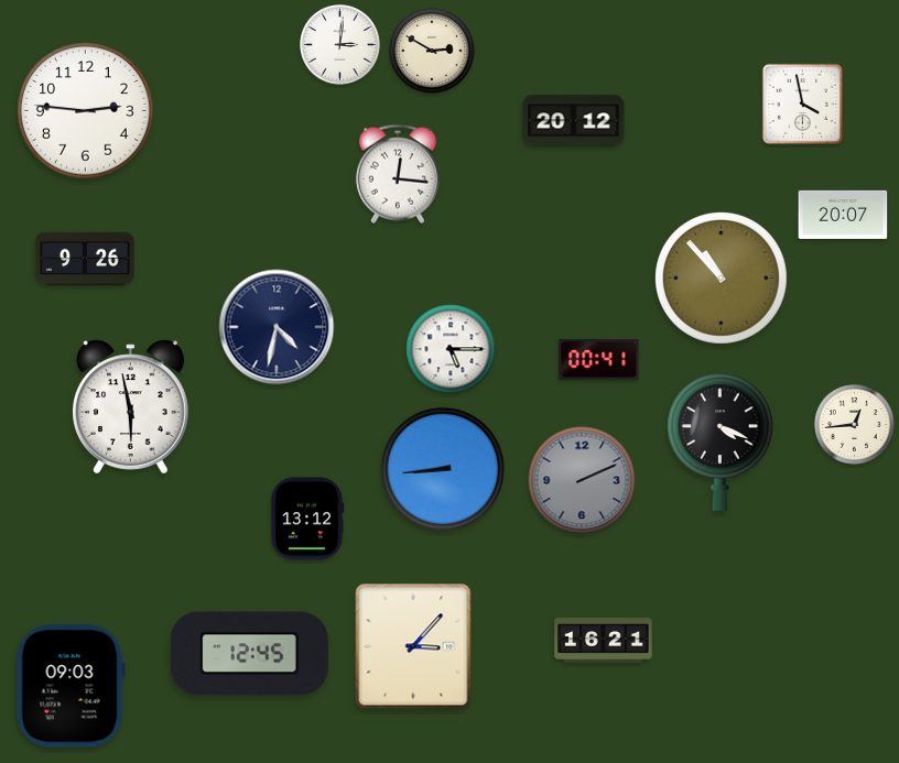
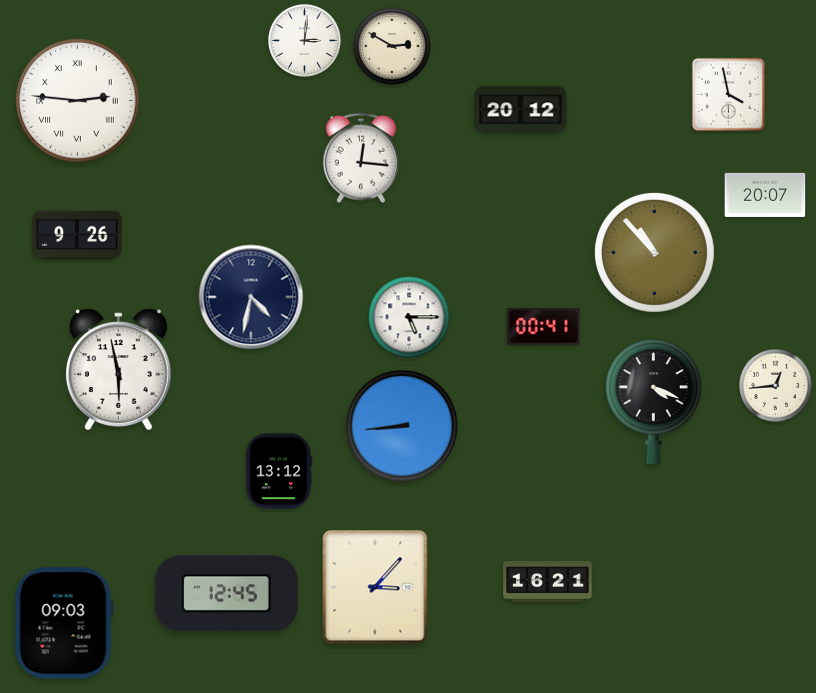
clock at (340, 45) position: (340, 45) -> (305, 41)
clock at (86, 111) numerals: Arabic -> Roman
clock at (582, 480): 2:11 -> none
